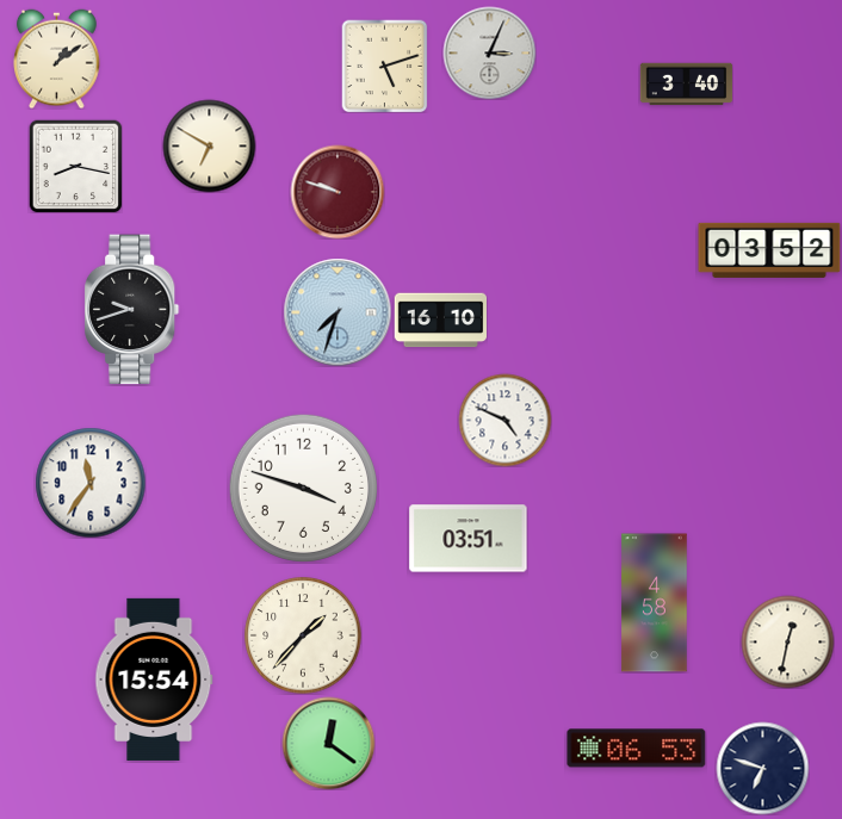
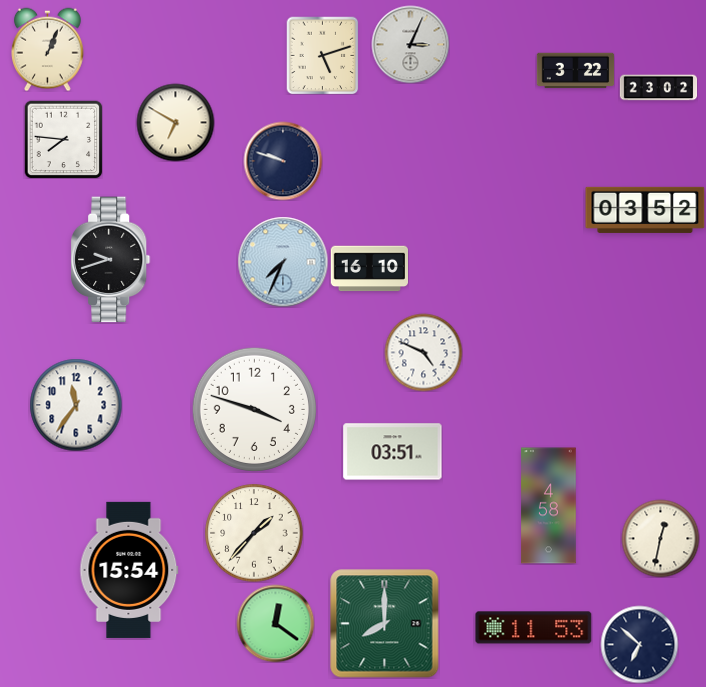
clock at (57, 58): 1:09 -> 1:04
clock at (686, 85): 3:40 -> 3:22
clock at (658, 88): none -> 23:02
clock at (75, 166): 8:17 -> 7:46
clock at (338, 192) dial: burgundy -> navy
clock at (338, 312): 7:33 -> 7:34
clock at (385, 624): none -> 8:00
clock at (637, 749): 06:53 -> 11:53
clock at (762, 768): 6:48 -> 6:52
